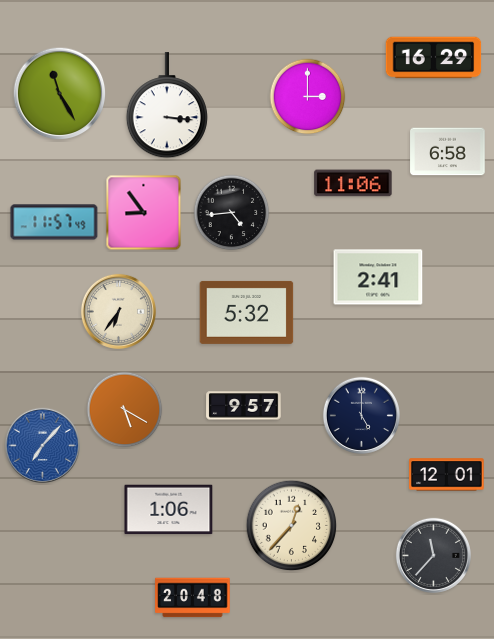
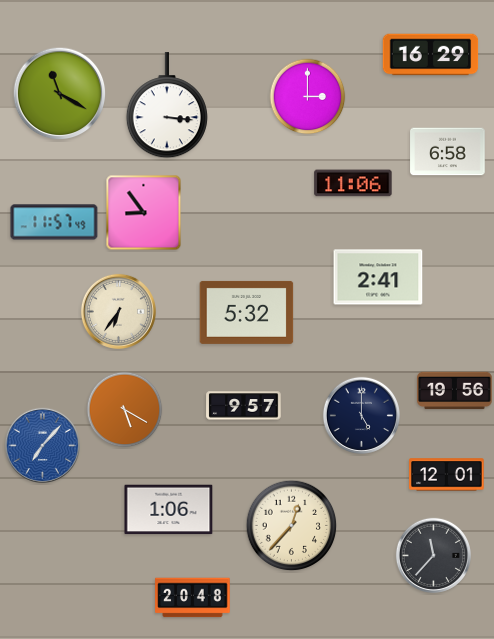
clock at (434, 58) position: (434, 58) -> (431, 55)
clock at (60, 94): 11:25 -> 11:20
clock at (232, 213): 4:44 -> none
clock at (455, 391): none -> 19:56
